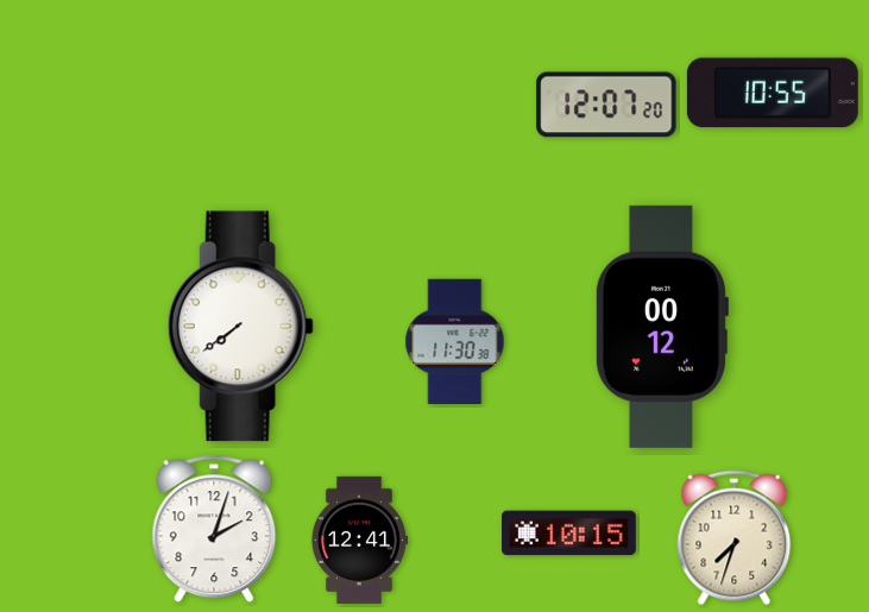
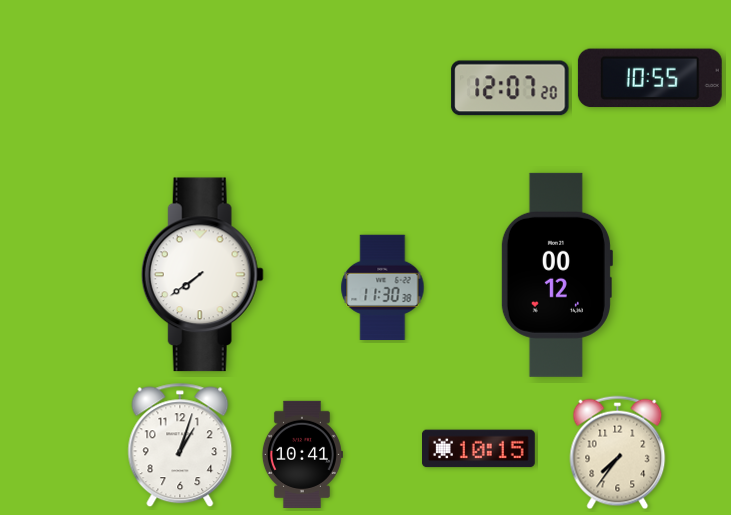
clock at (214, 529): 2:03 -> 1:03
clock at (735, 538): 7:33 -> 7:36
clock at (359, 540): 12:41 -> 10:41
